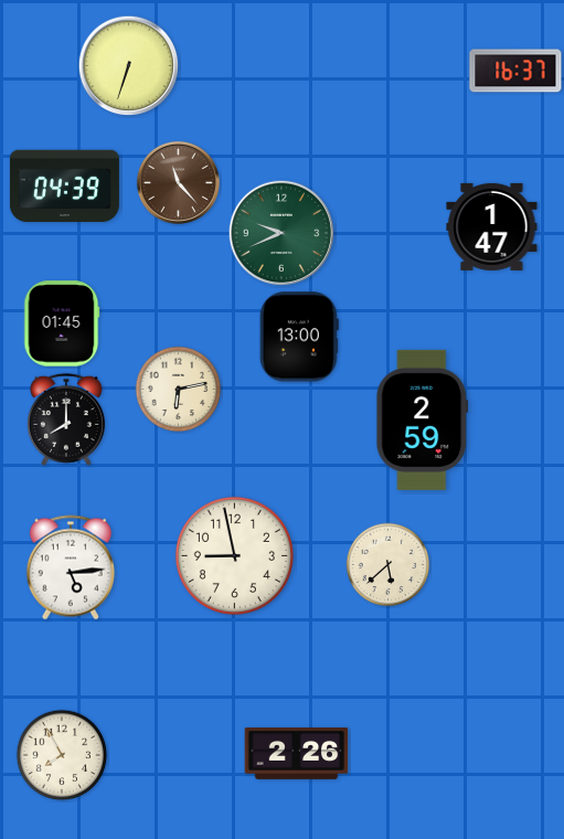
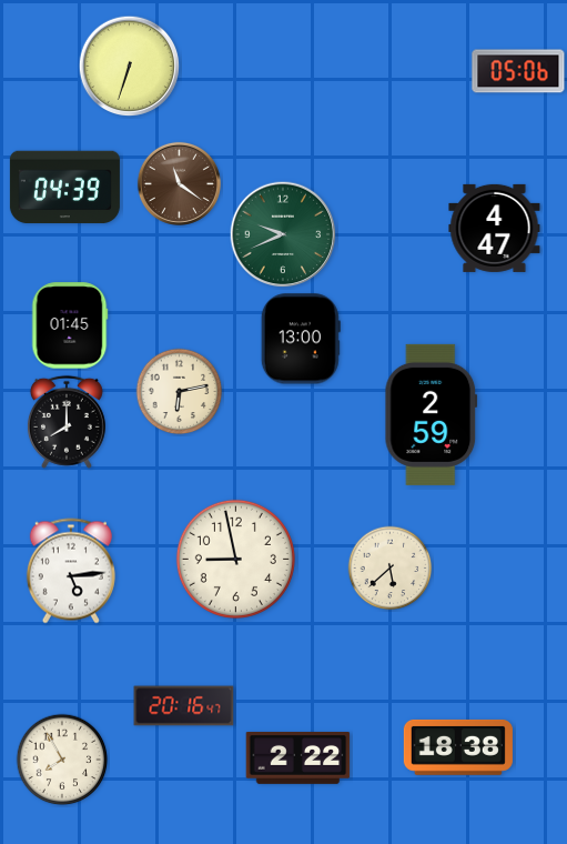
clock at (515, 71): 16:37 -> 05:06
clock at (178, 182): 11:23 -> 11:21
clock at (492, 226): 1:47 -> 4:47
clock at (62, 323) position: (62, 323) -> (70, 325)
clock at (423, 419) position: (423, 419) -> (432, 414)
clock at (184, 706): none -> 20:16
clock at (458, 747): none -> 18:38
clock at (297, 753): 2:26 -> 2:22
